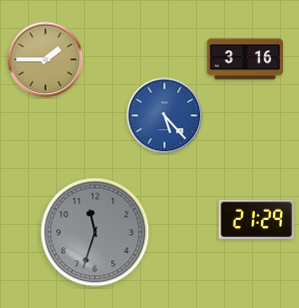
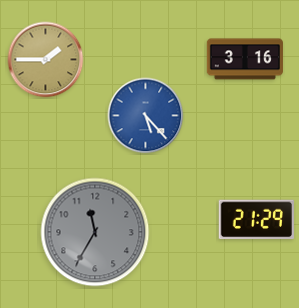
clock at (165, 116) position: (165, 116) -> (146, 116)
clock at (95, 232): 11:33 -> 11:35
